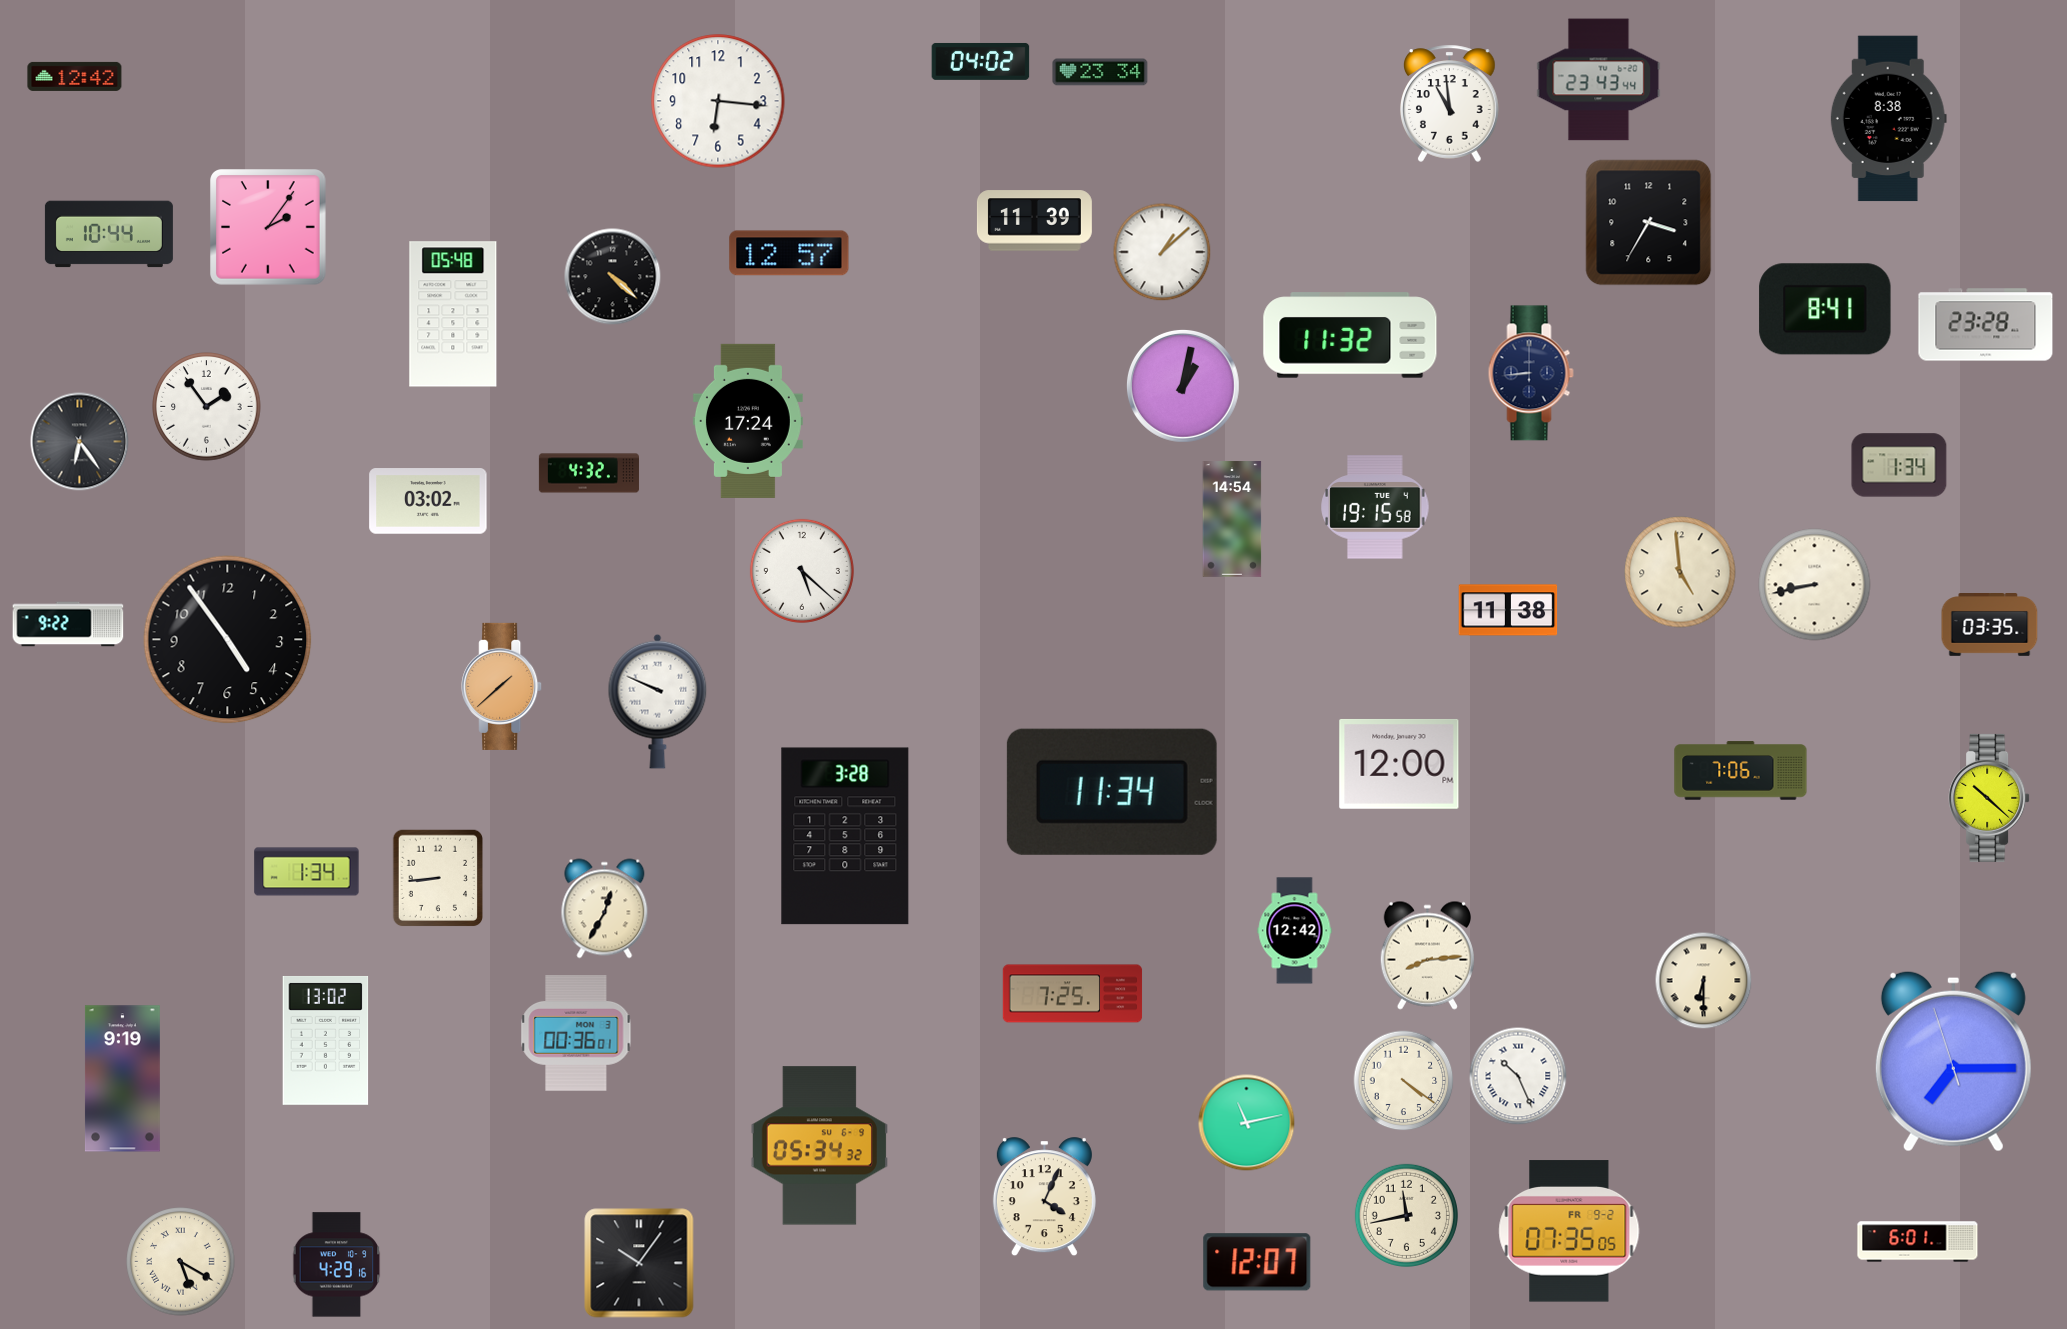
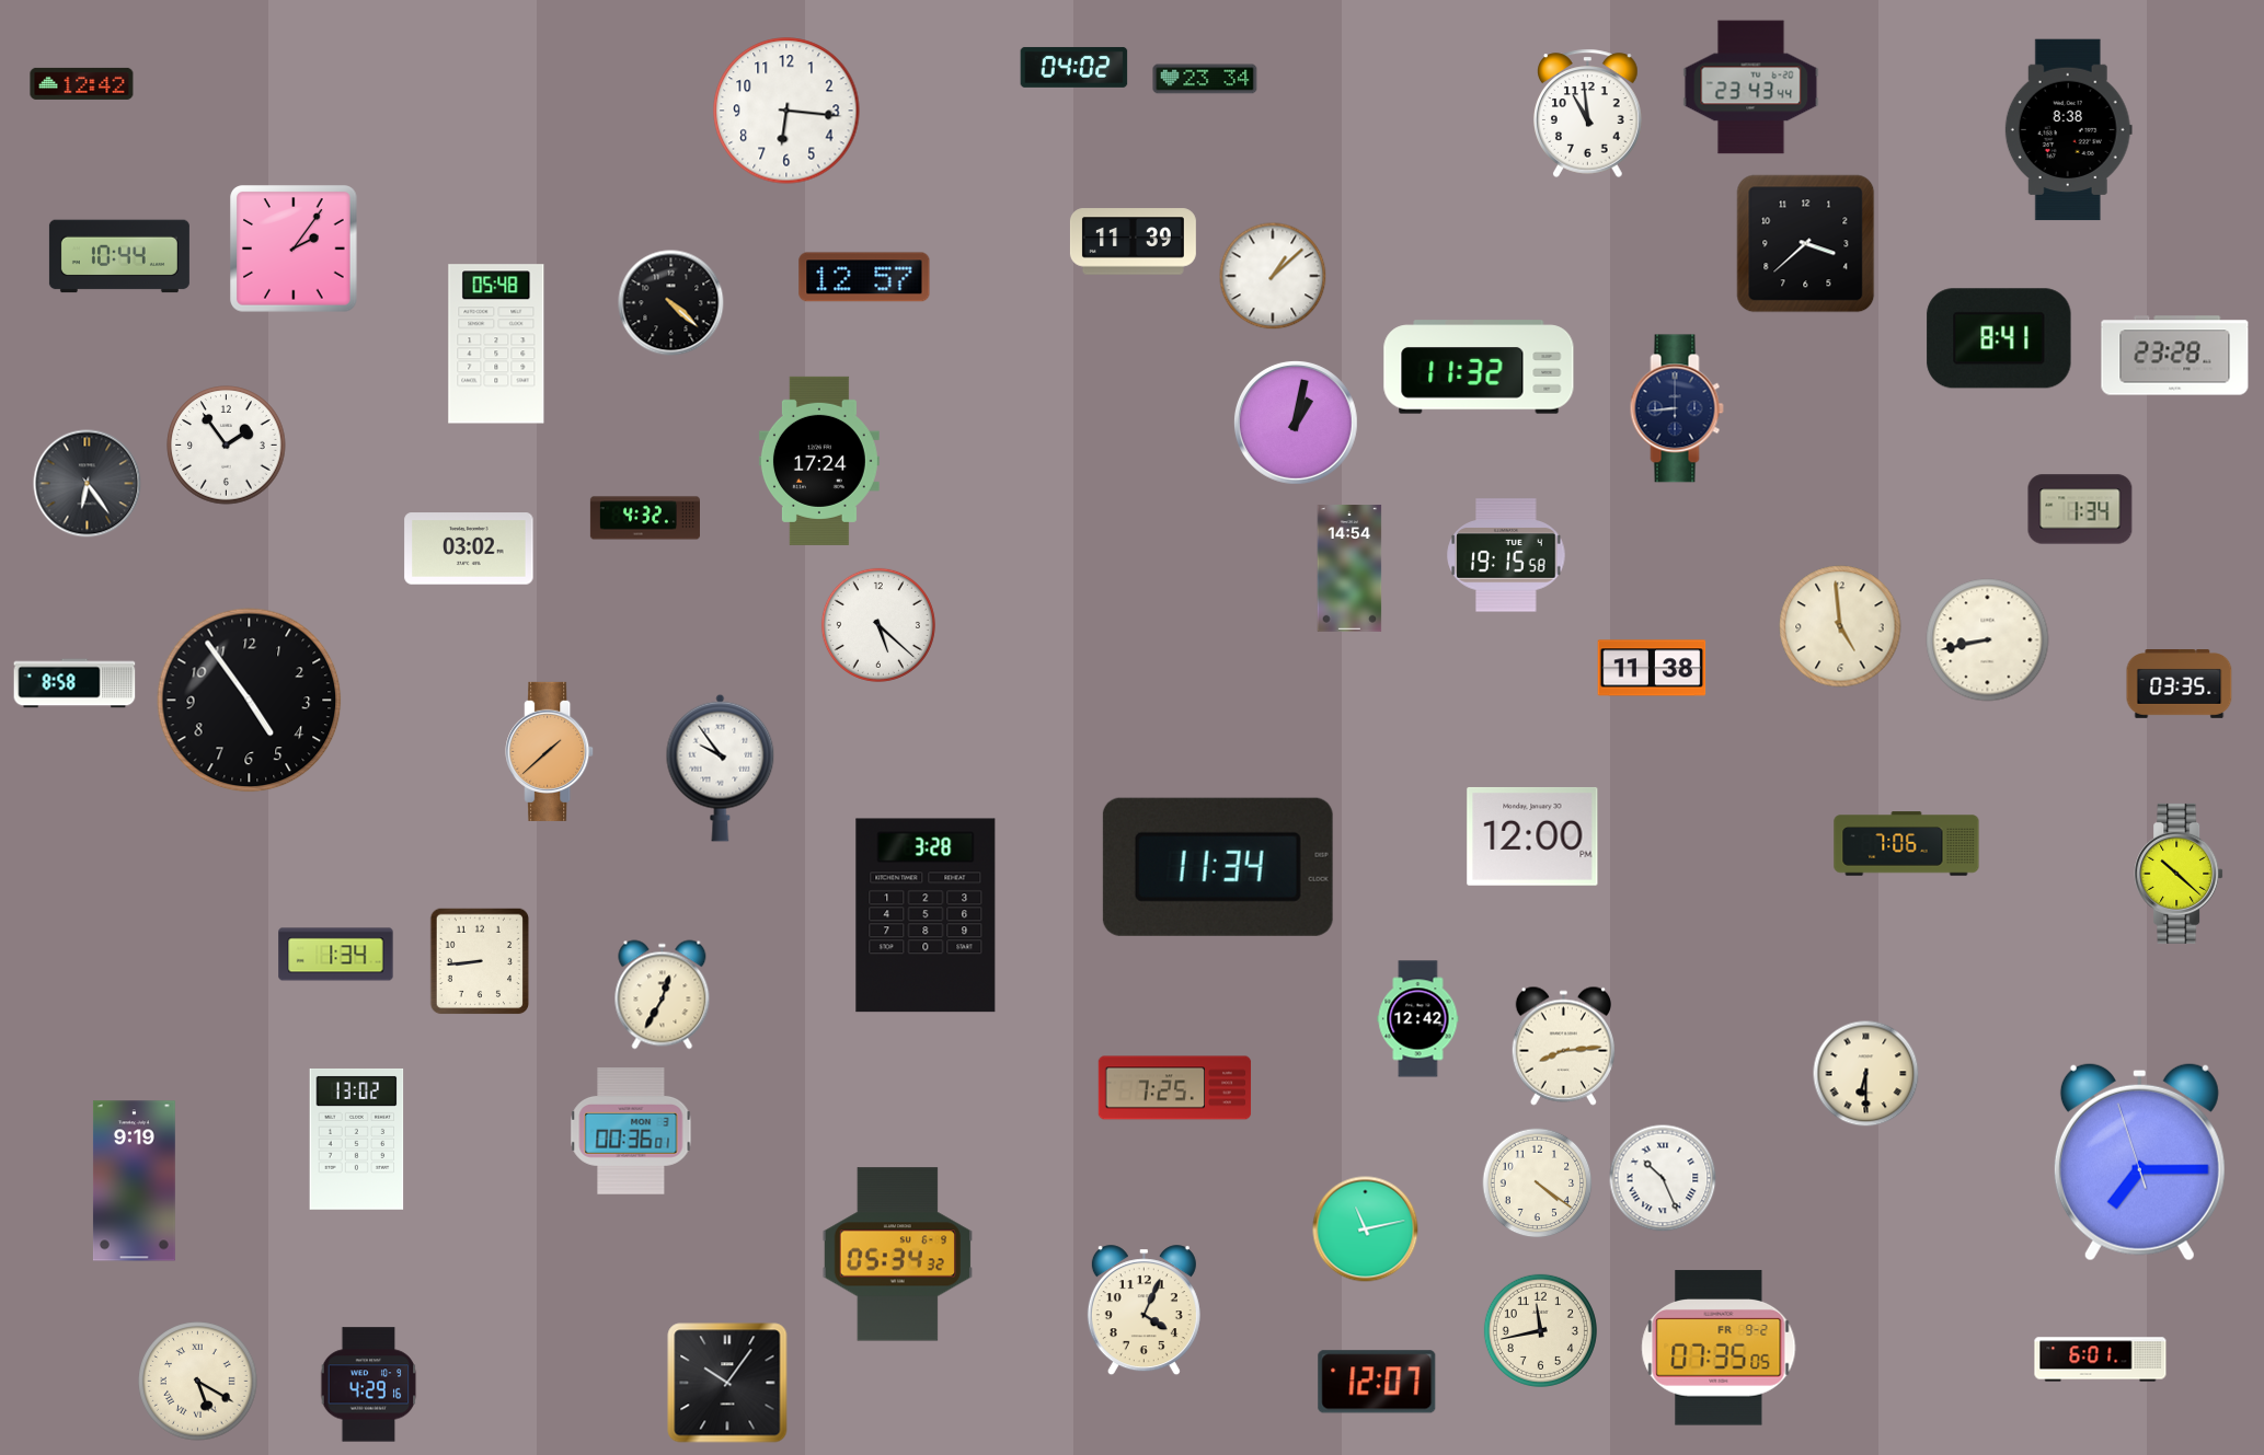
clock at (1649, 223): 3:35 -> 3:38
clock at (68, 624): 9:22 -> 8:58
clock at (658, 701): 9:49 -> 9:54
clock at (639, 1263) position: (639, 1263) -> (727, 1383)
